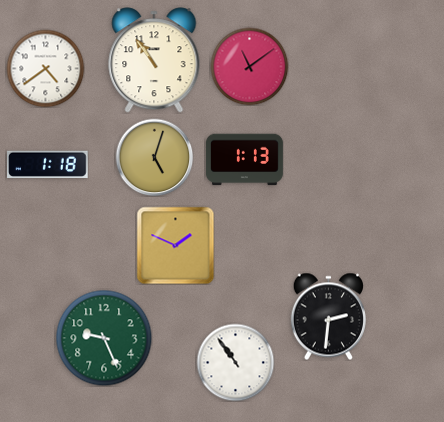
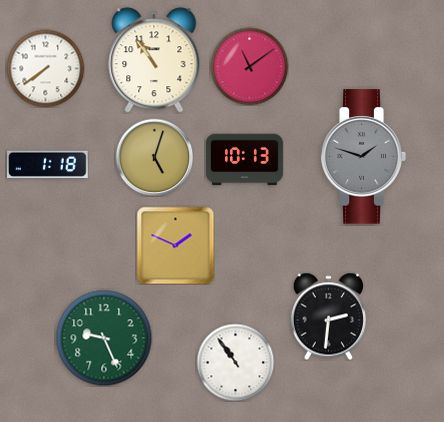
clock at (45, 68): 4:39 -> 7:39
clock at (363, 157): none -> 1:48
clock at (244, 160): 1:13 -> 10:13
